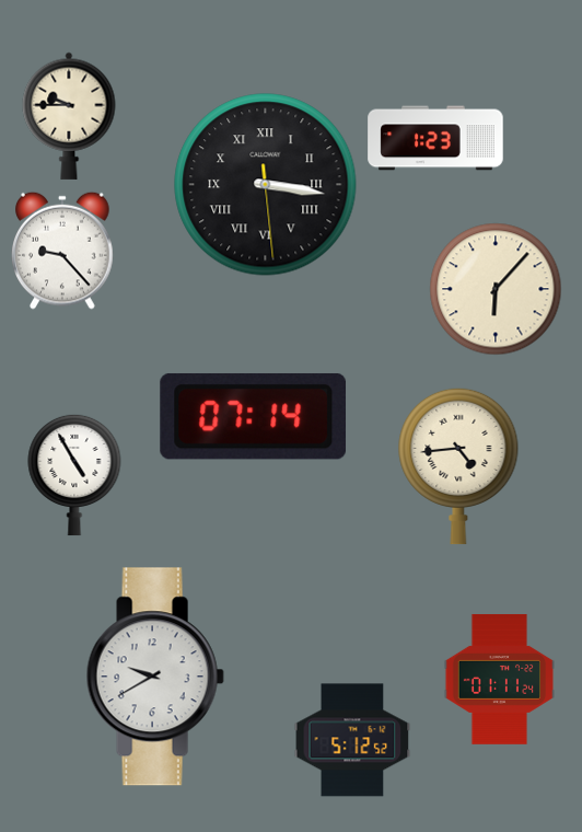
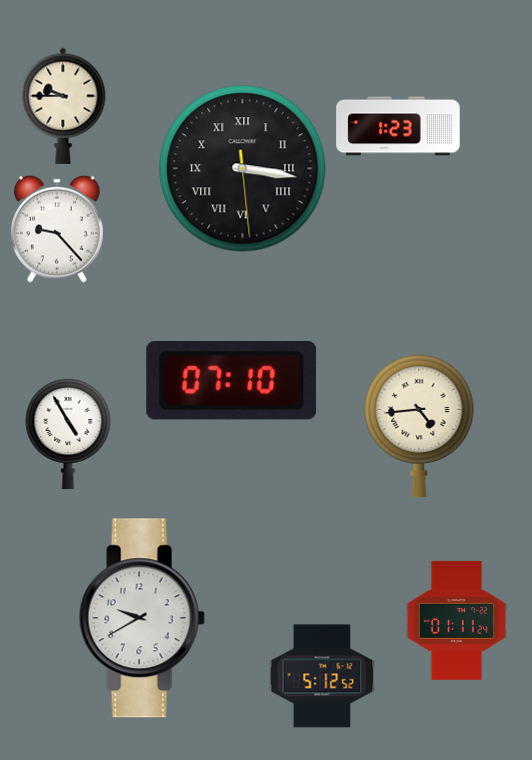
clock at (496, 289): 6:07 -> none
clock at (254, 416): 07:14 -> 07:10
